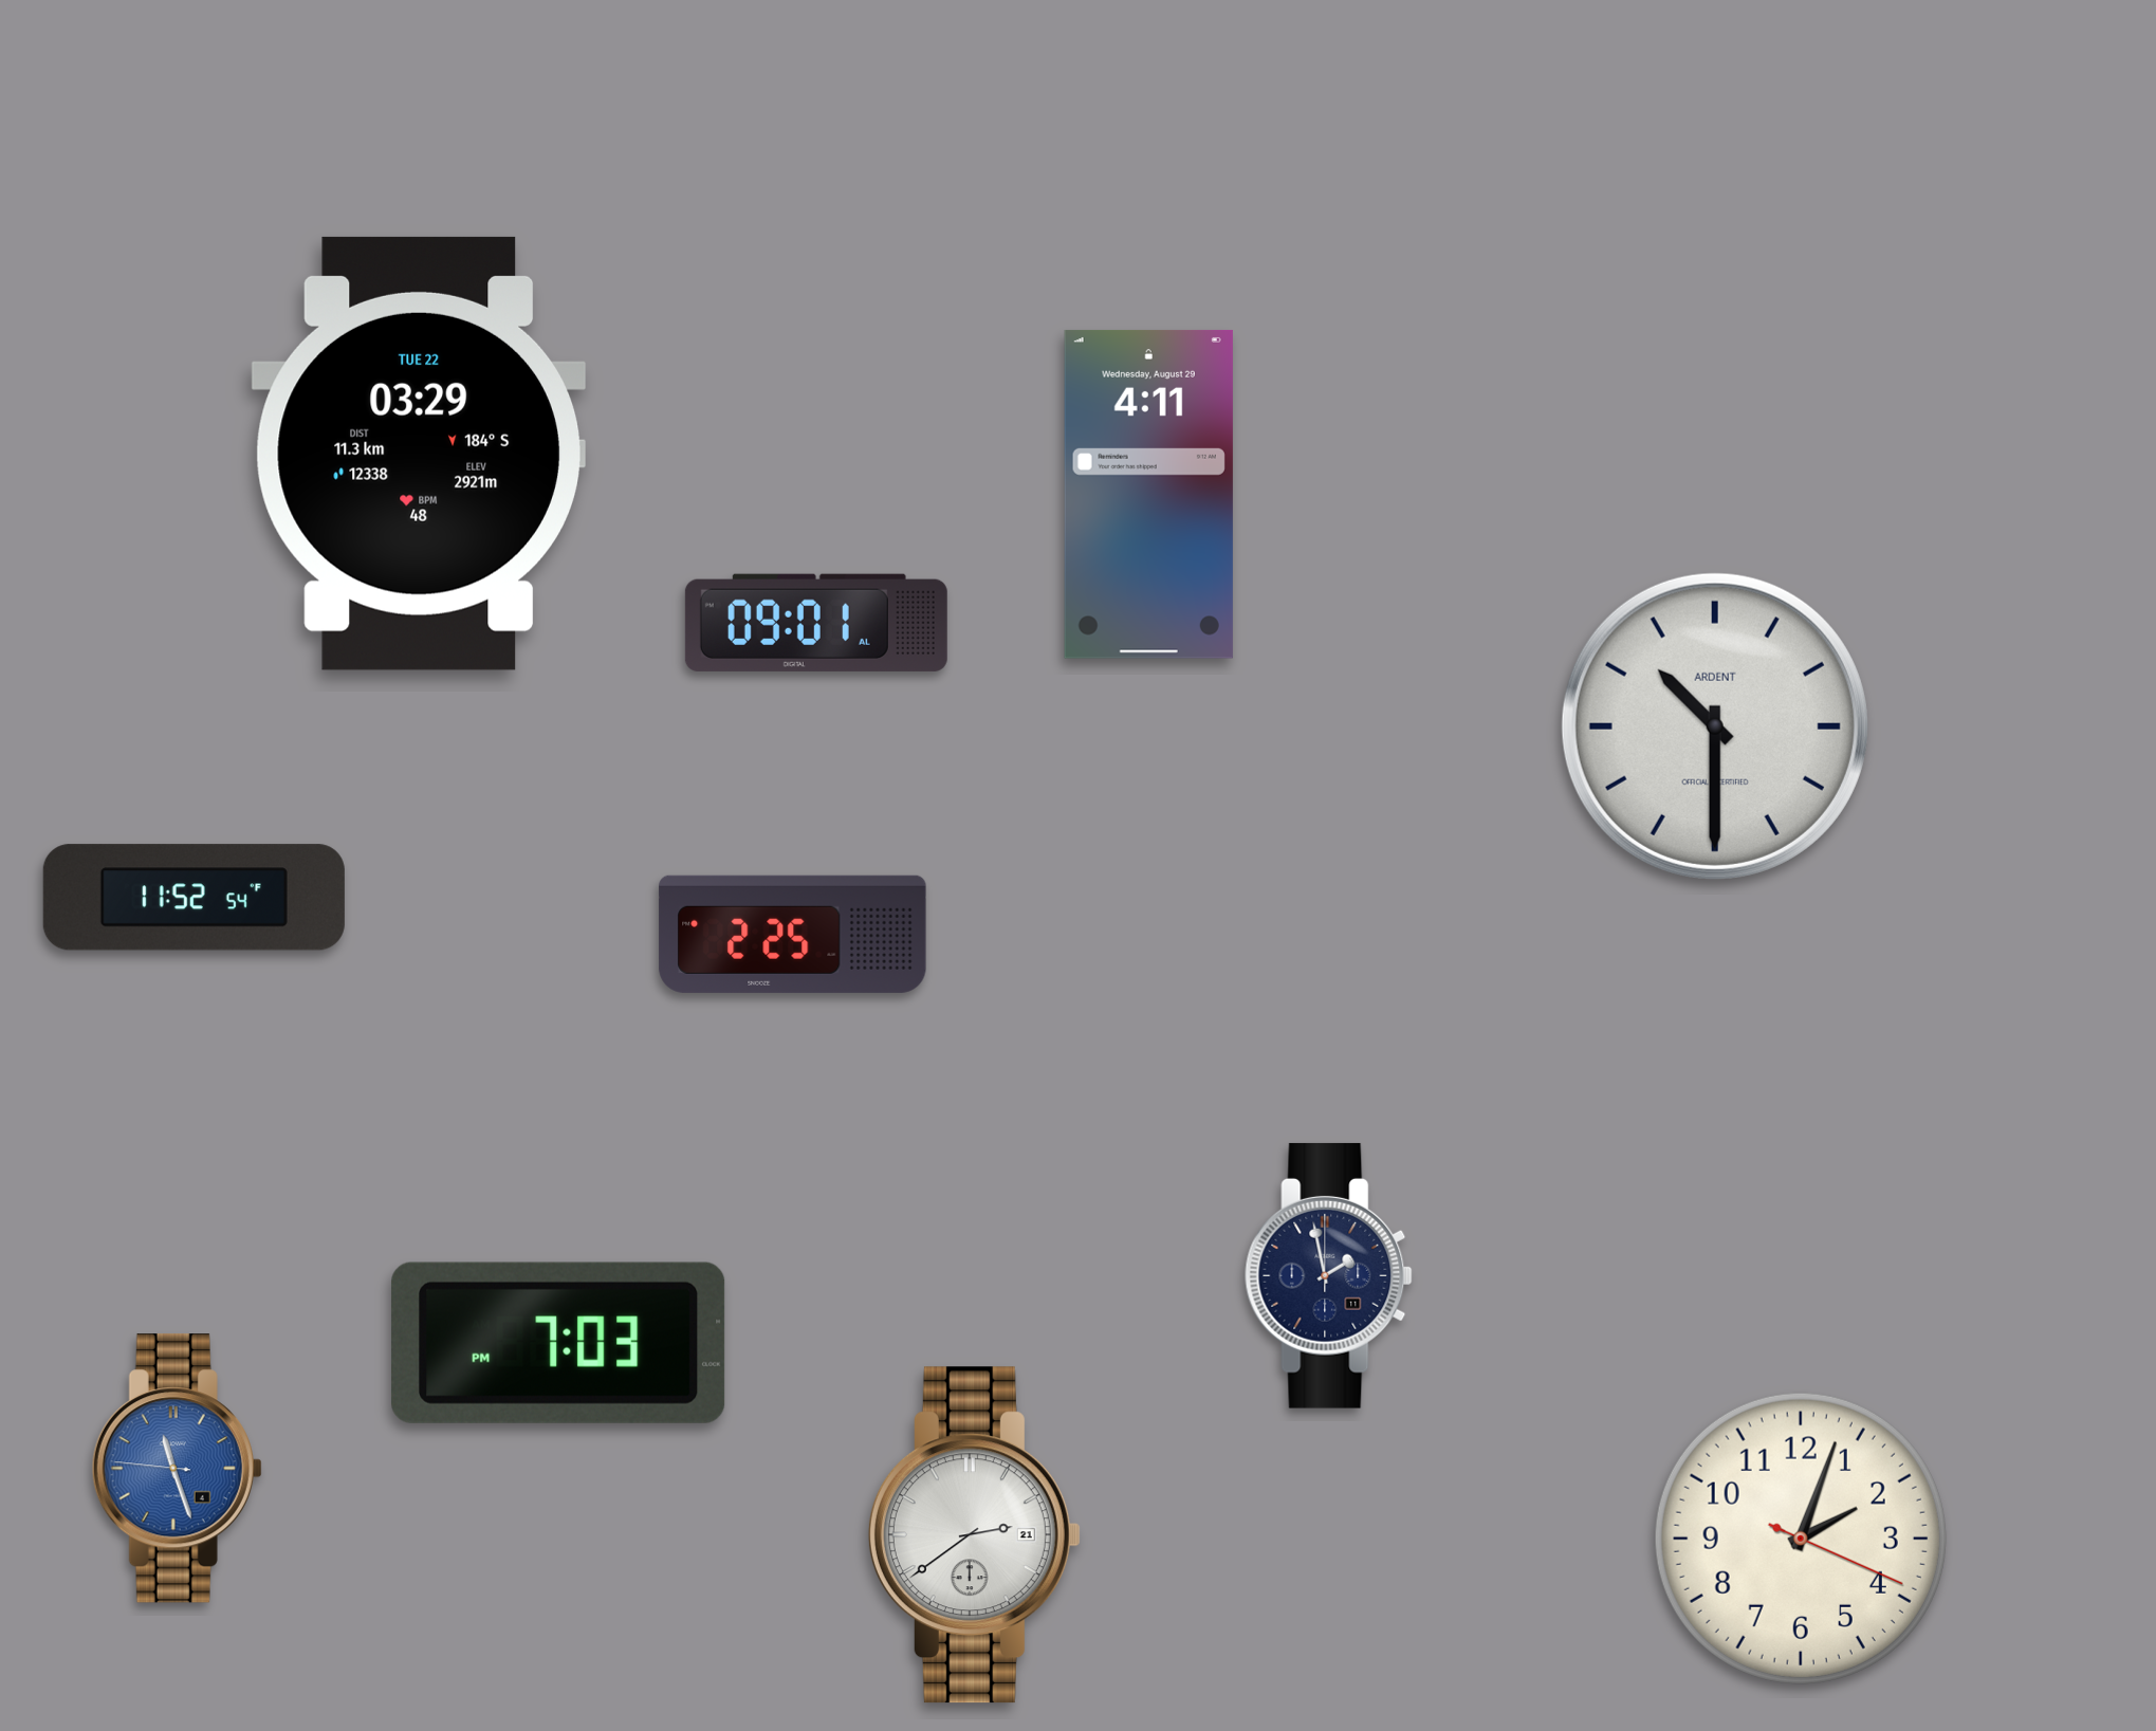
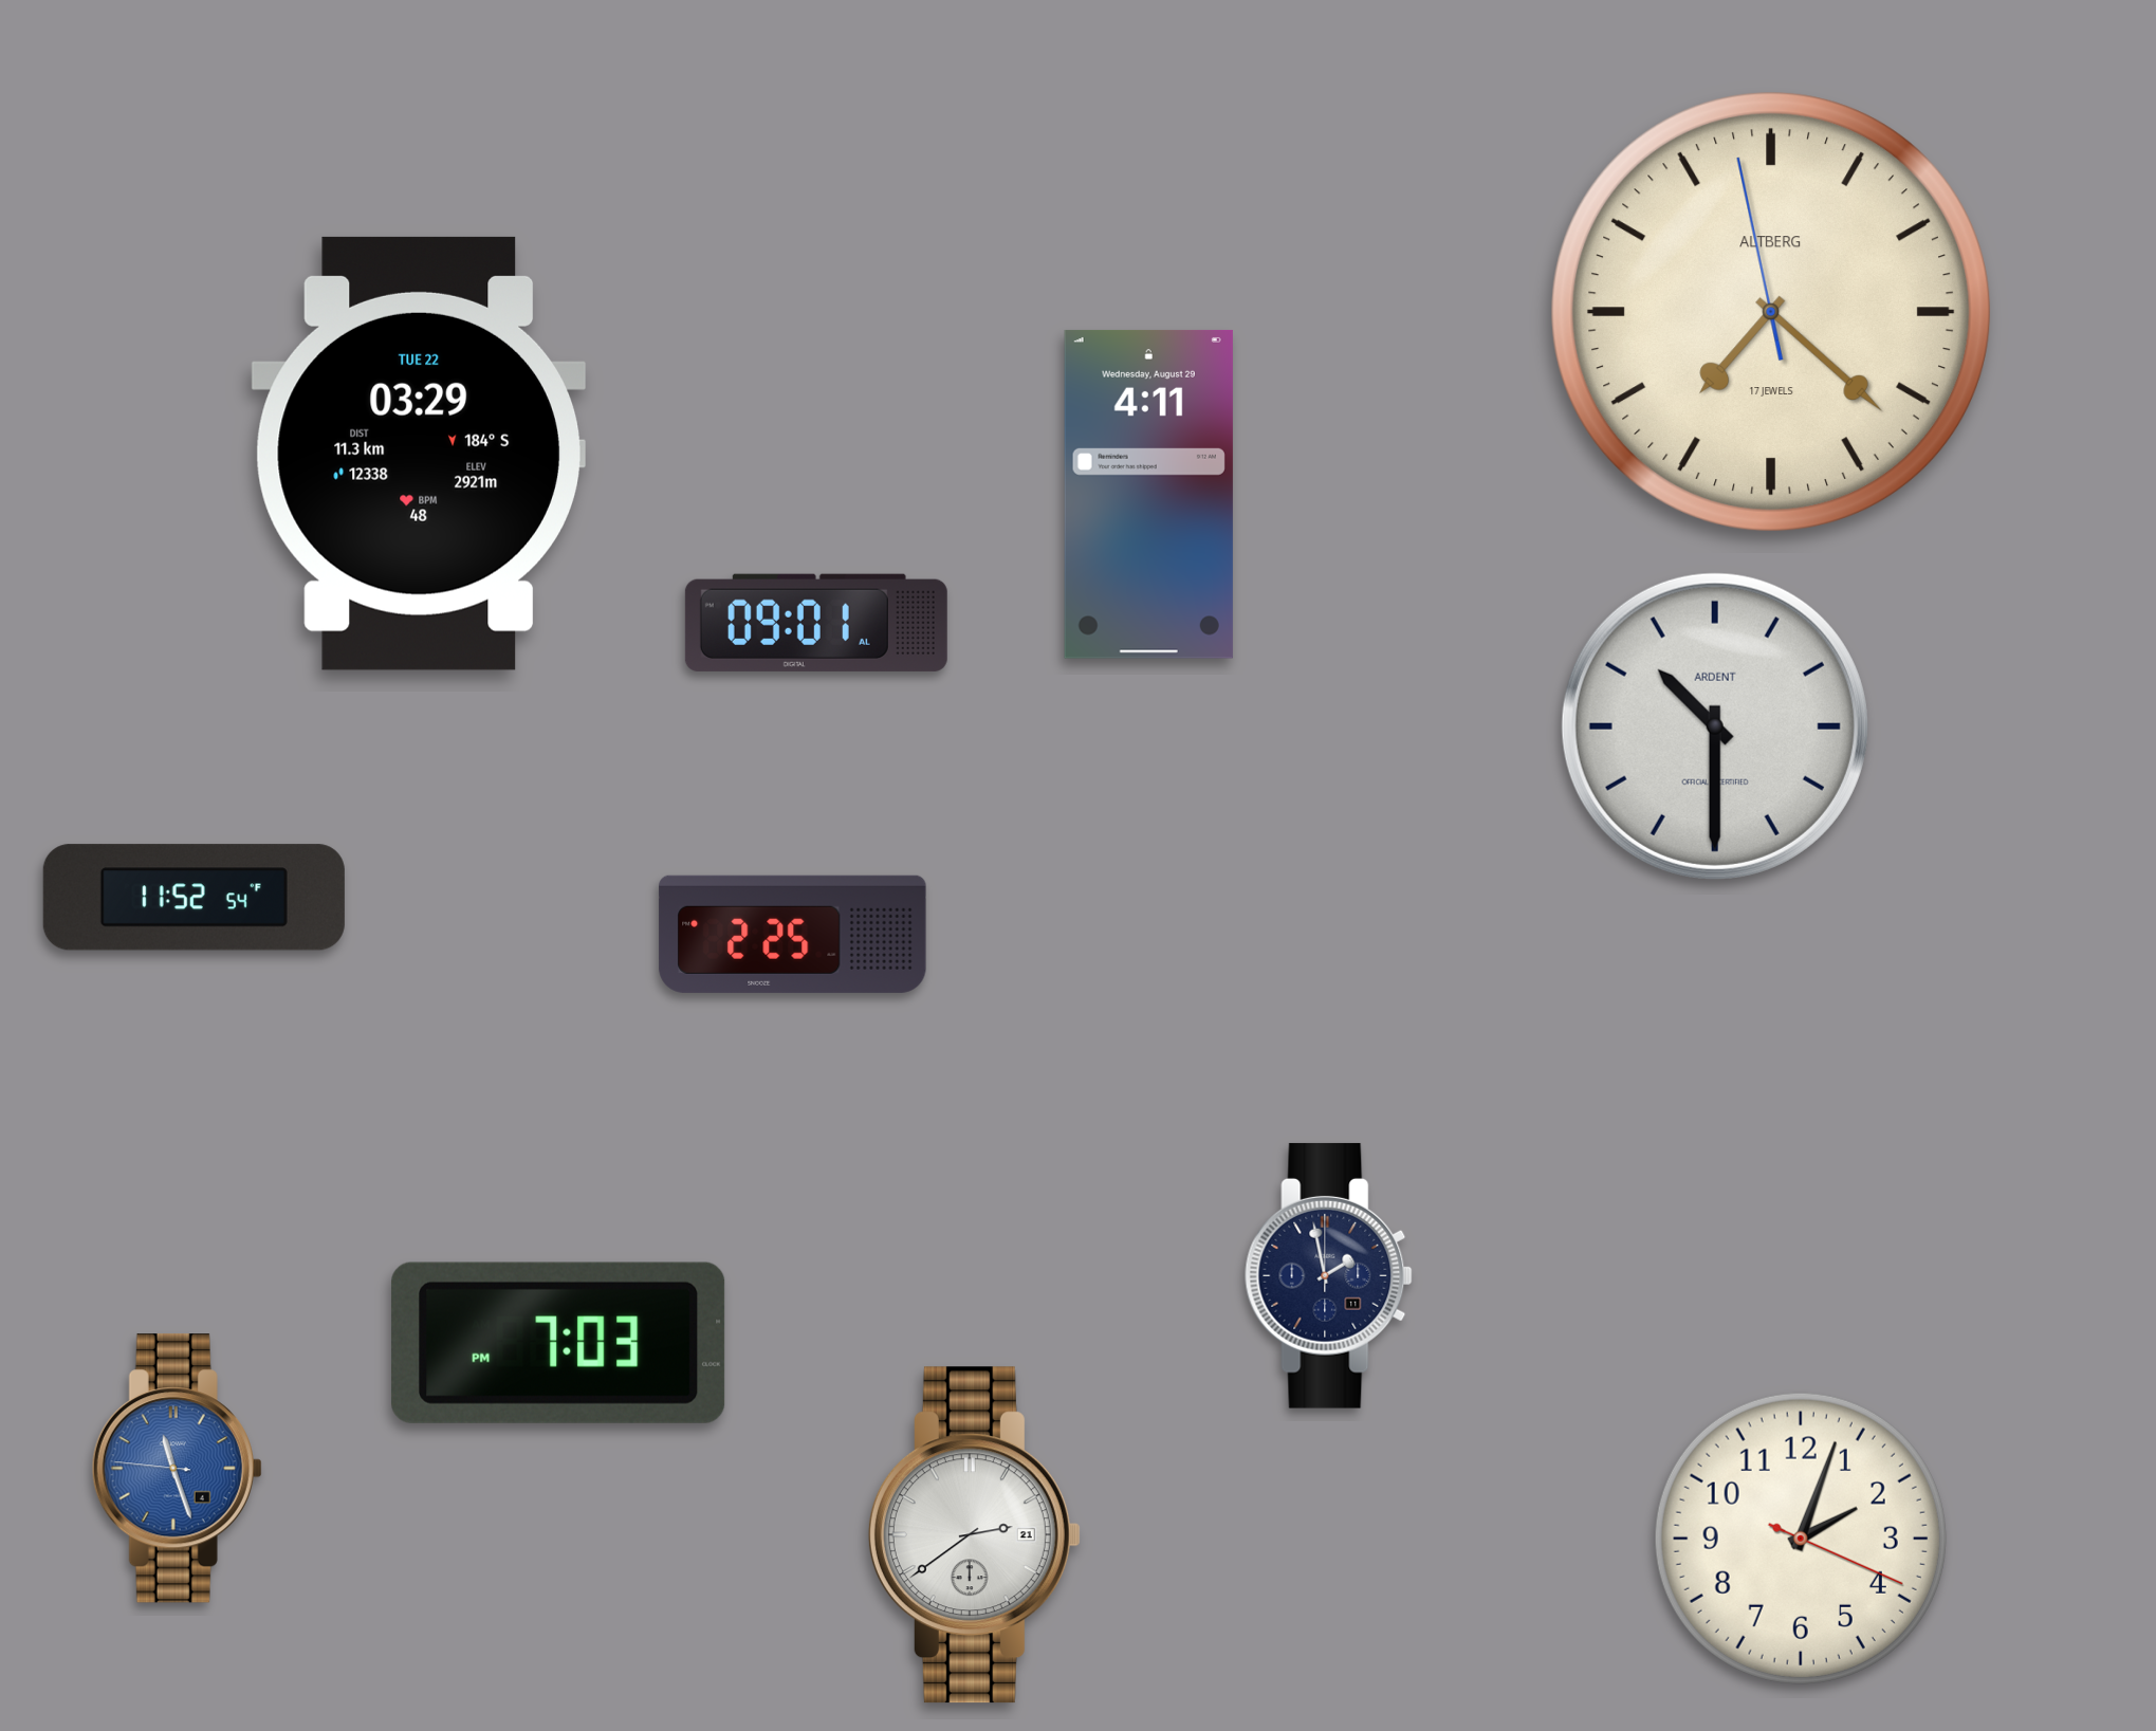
clock at (1771, 312): none -> 7:21
